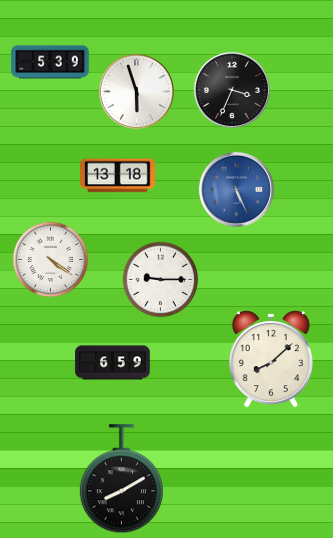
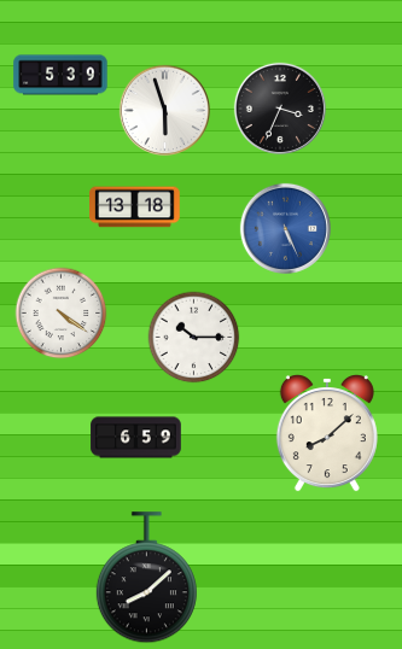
clock at (118, 176) position: (118, 176) -> (135, 207)
clock at (161, 280): 9:15 -> 10:15
clock at (121, 479): 8:10 -> 8:08
